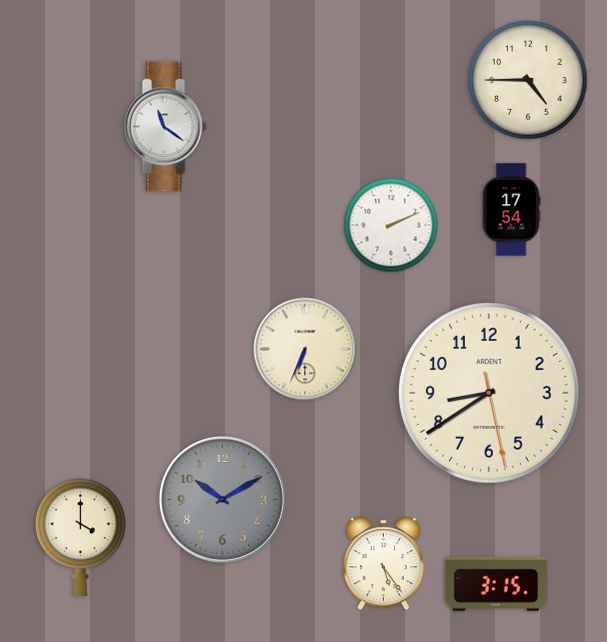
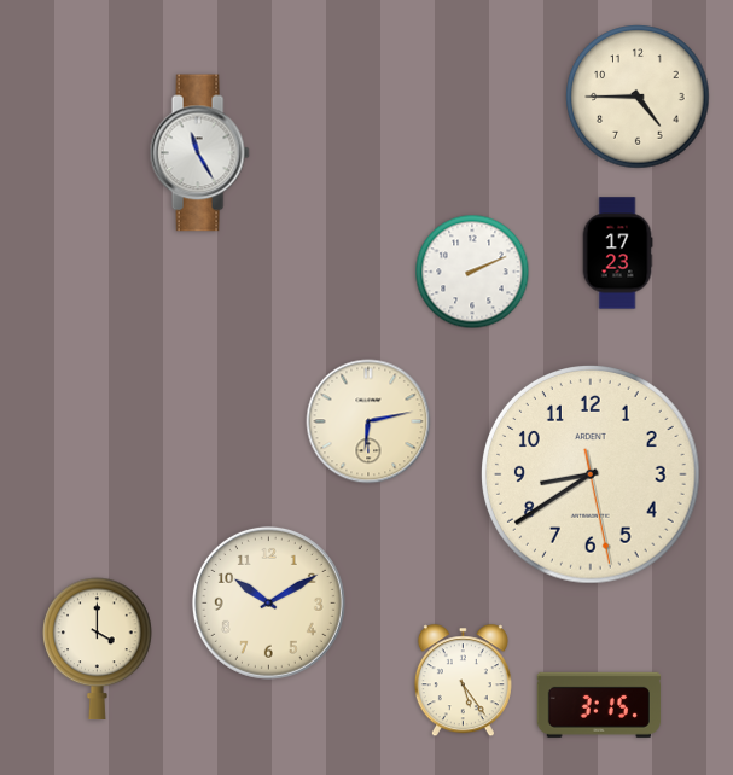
clock at (165, 127): 11:21 -> 11:25
clock at (511, 210): 17:54 -> 17:23
clock at (305, 349): 6:34 -> 6:13
clock at (222, 499) dial: grey -> cream
